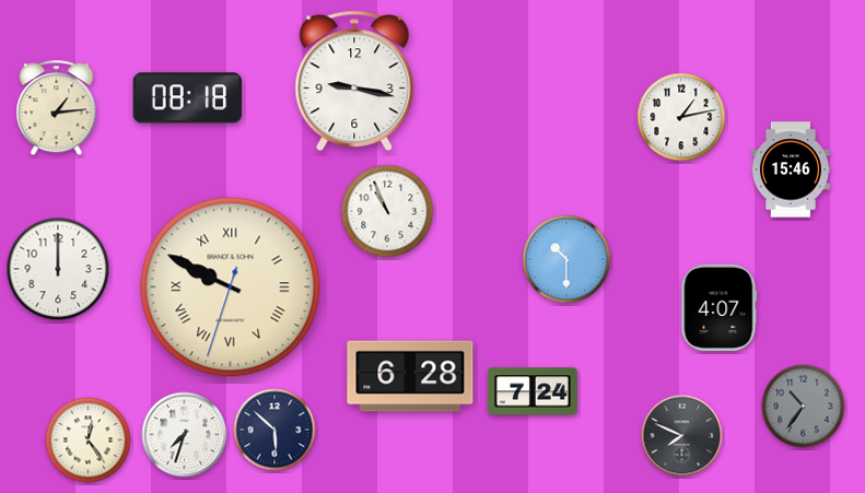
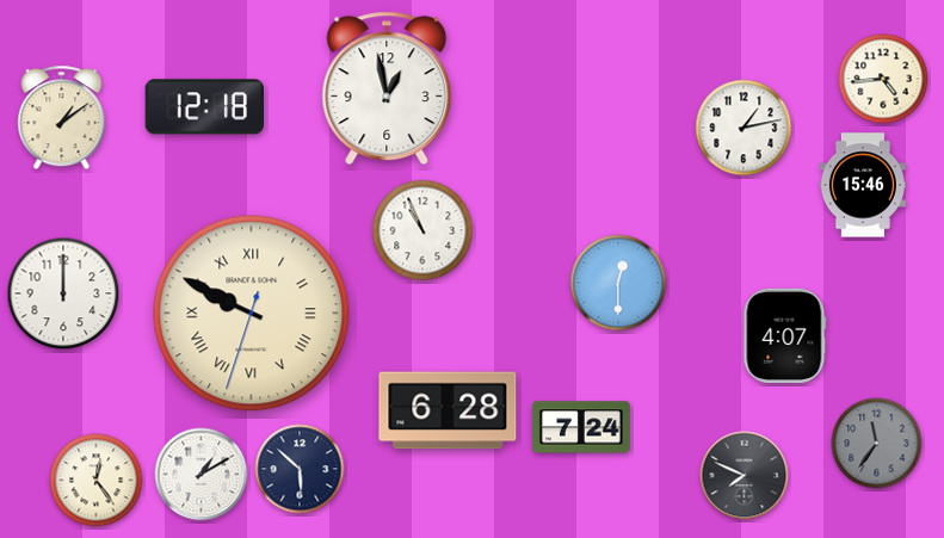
clock at (883, 79): none -> 4:44
clock at (354, 81): 9:17 -> 12:58
clock at (187, 98): 08:18 -> 12:18
clock at (57, 108): 1:14 -> 1:09
clock at (566, 259): 10:30 -> 12:30
clock at (804, 407): 10:36 -> 11:36
clock at (185, 435): 7:33 -> 1:10
